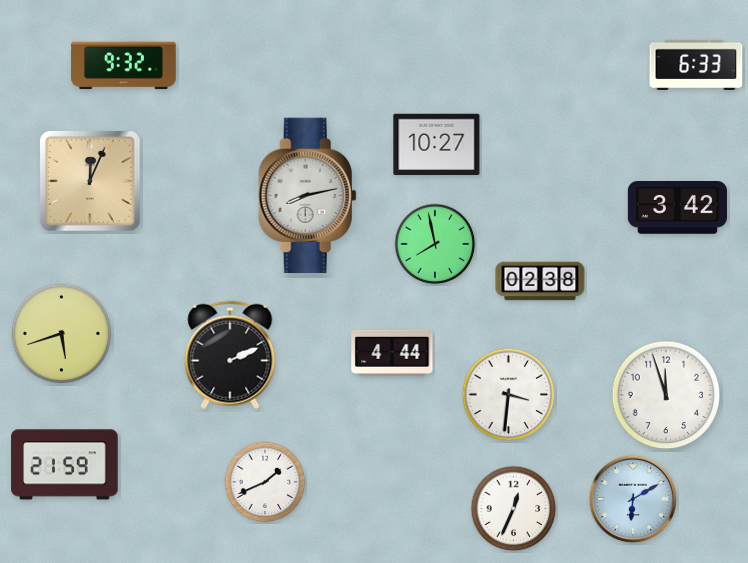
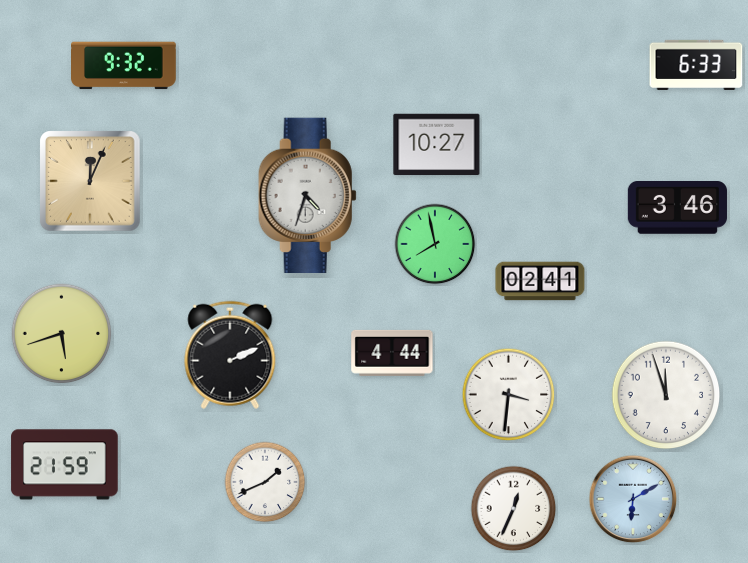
clock at (307, 195): 8:13 -> 4:33
clock at (677, 208): 3:42 -> 3:46
clock at (540, 281): 02:38 -> 02:41
